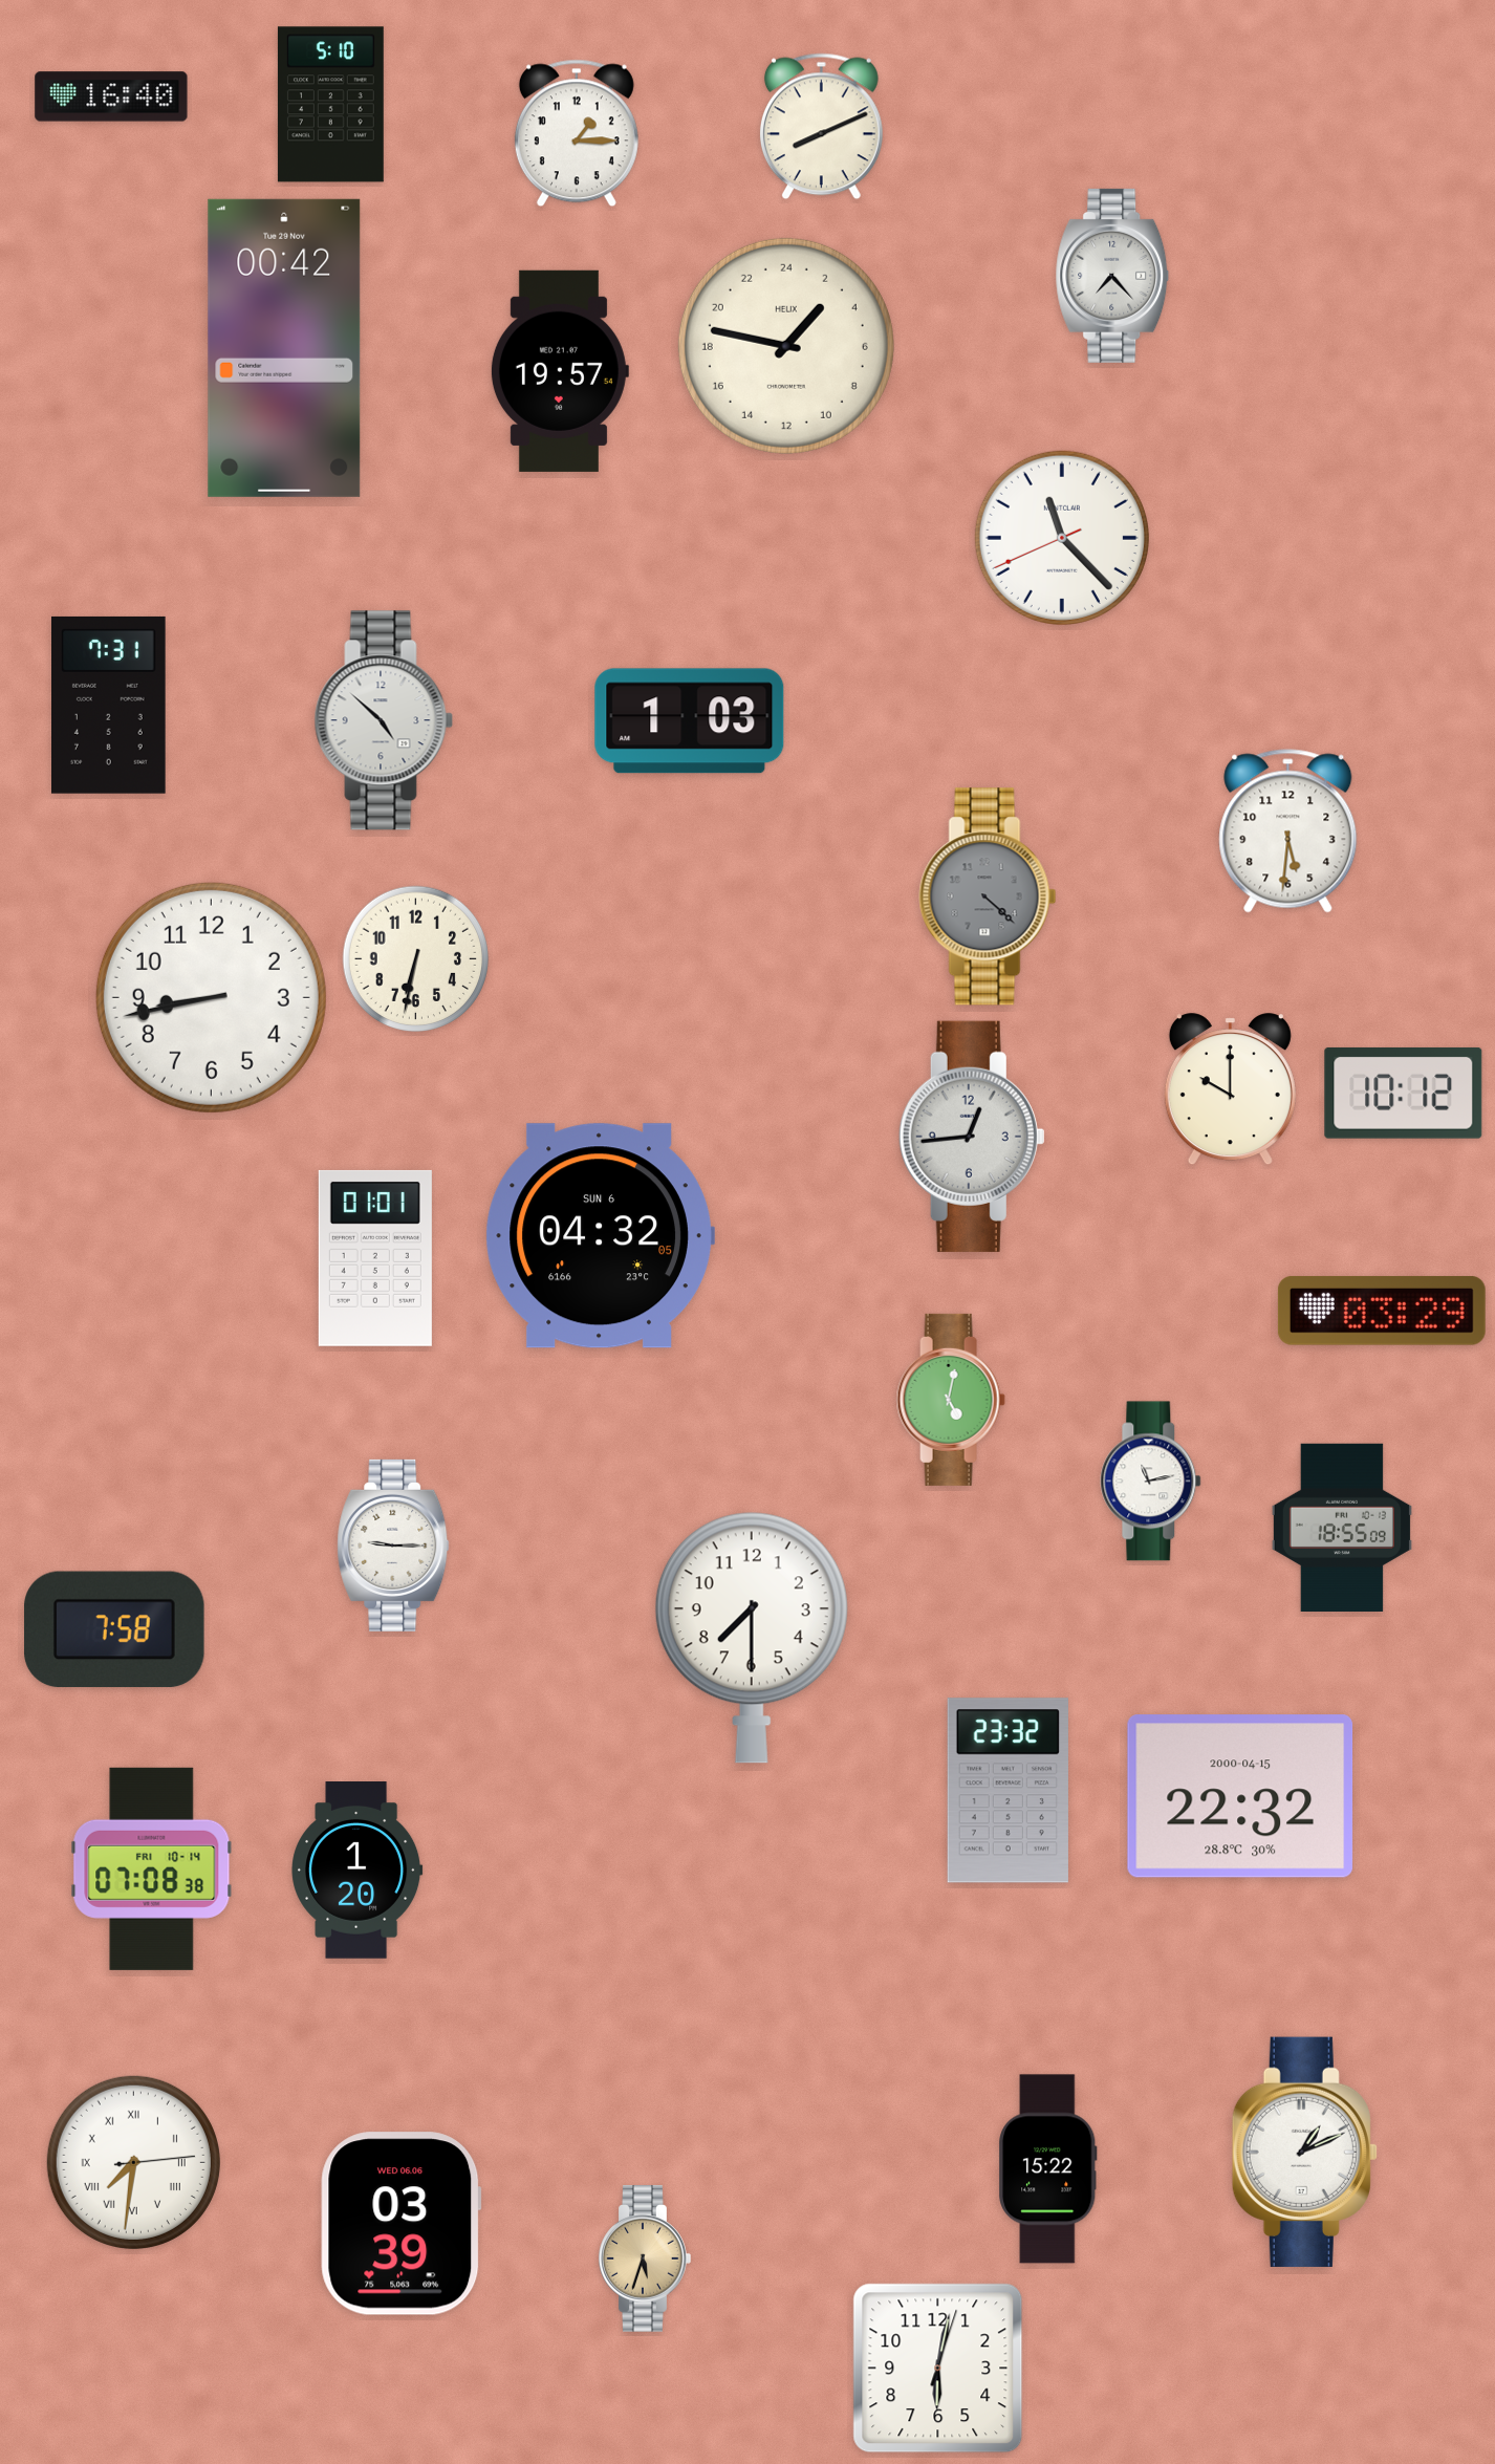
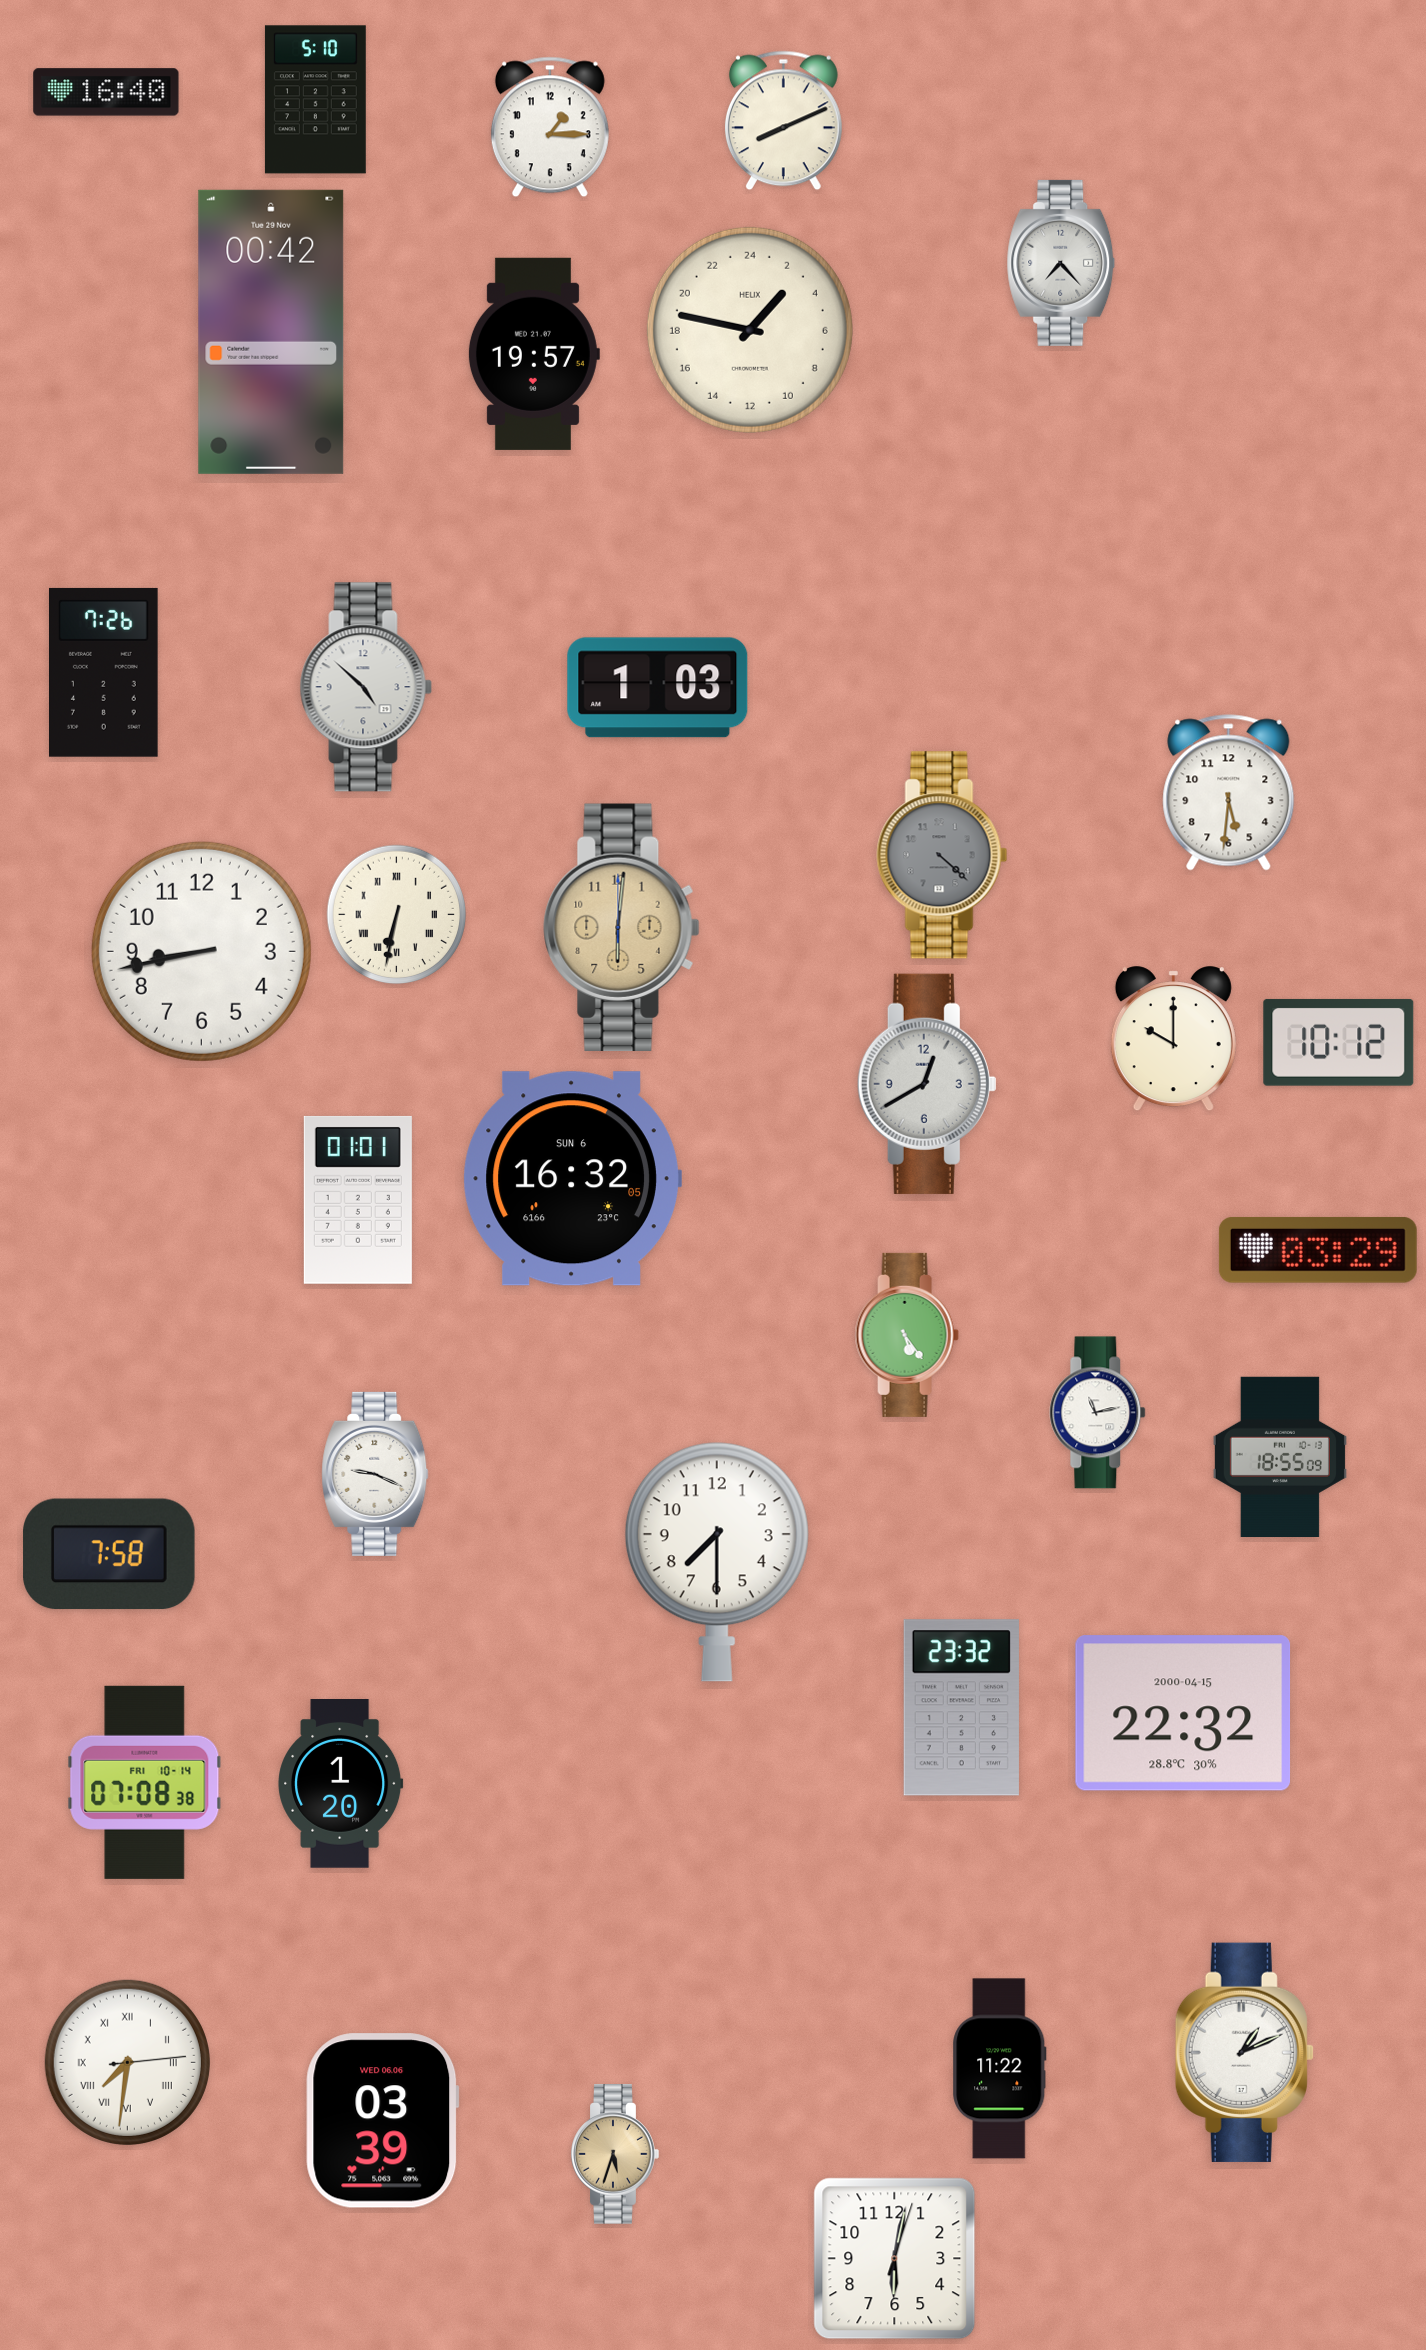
clock at (1062, 538): 11:22 -> none
clock at (109, 705): 7:31 -> 7:26
clock at (416, 959) numerals: Arabic -> Roman
clock at (622, 927): none -> 6:01
clock at (972, 1137): 12:44 -> 12:40
clock at (600, 1236): 04:32 -> 16:32
clock at (951, 1400): 5:02 -> 5:24
clock at (393, 1546): 9:15 -> 9:19
clock at (1048, 2169): 15:22 -> 11:22
